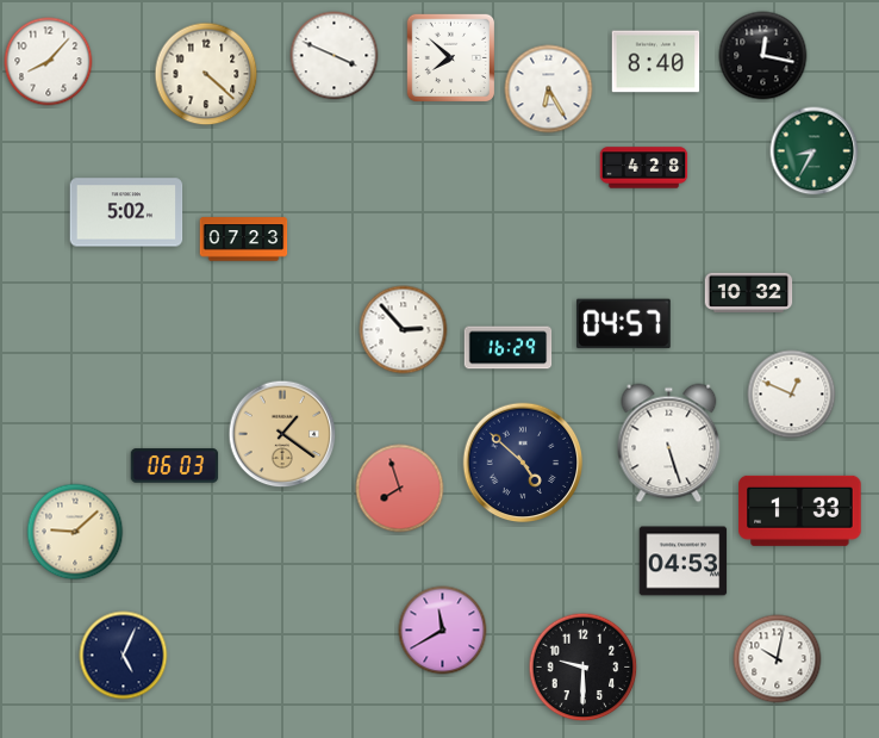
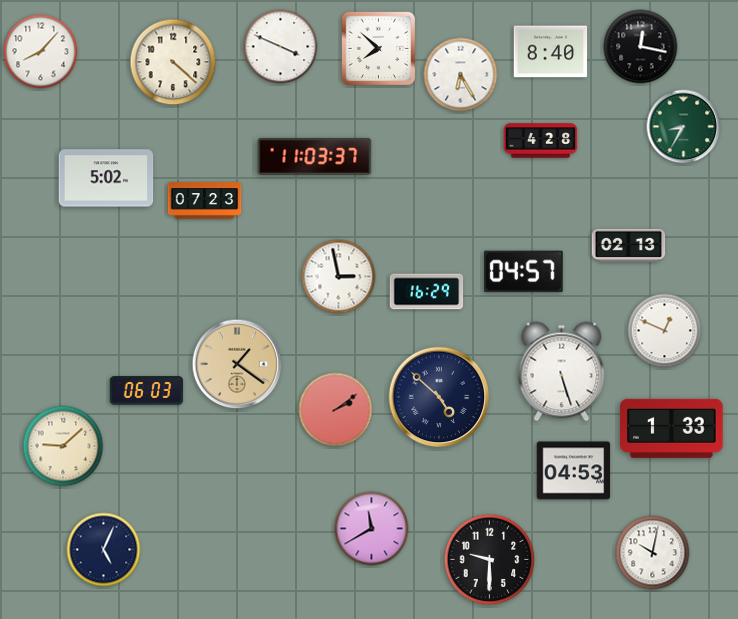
clock at (315, 156): none -> 11:03
clock at (749, 292): 10:32 -> 02:13
clock at (404, 330): 2:53 -> 2:58
clock at (523, 463) position: (523, 463) -> (439, 397)
clock at (400, 489): 7:57 -> 2:09
